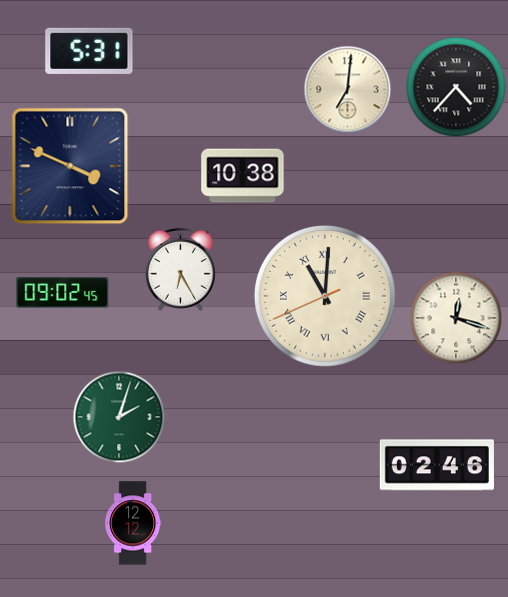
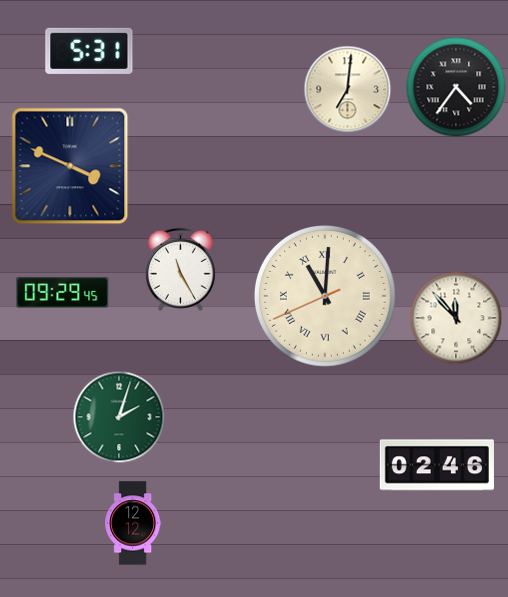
clock at (456, 87): 4:37 -> 4:36
clock at (243, 176): 10:38 -> none
clock at (180, 269): 6:25 -> 11:25
clock at (63, 293): 09:02 -> 09:29
clock at (456, 318): 12:18 -> 11:53
